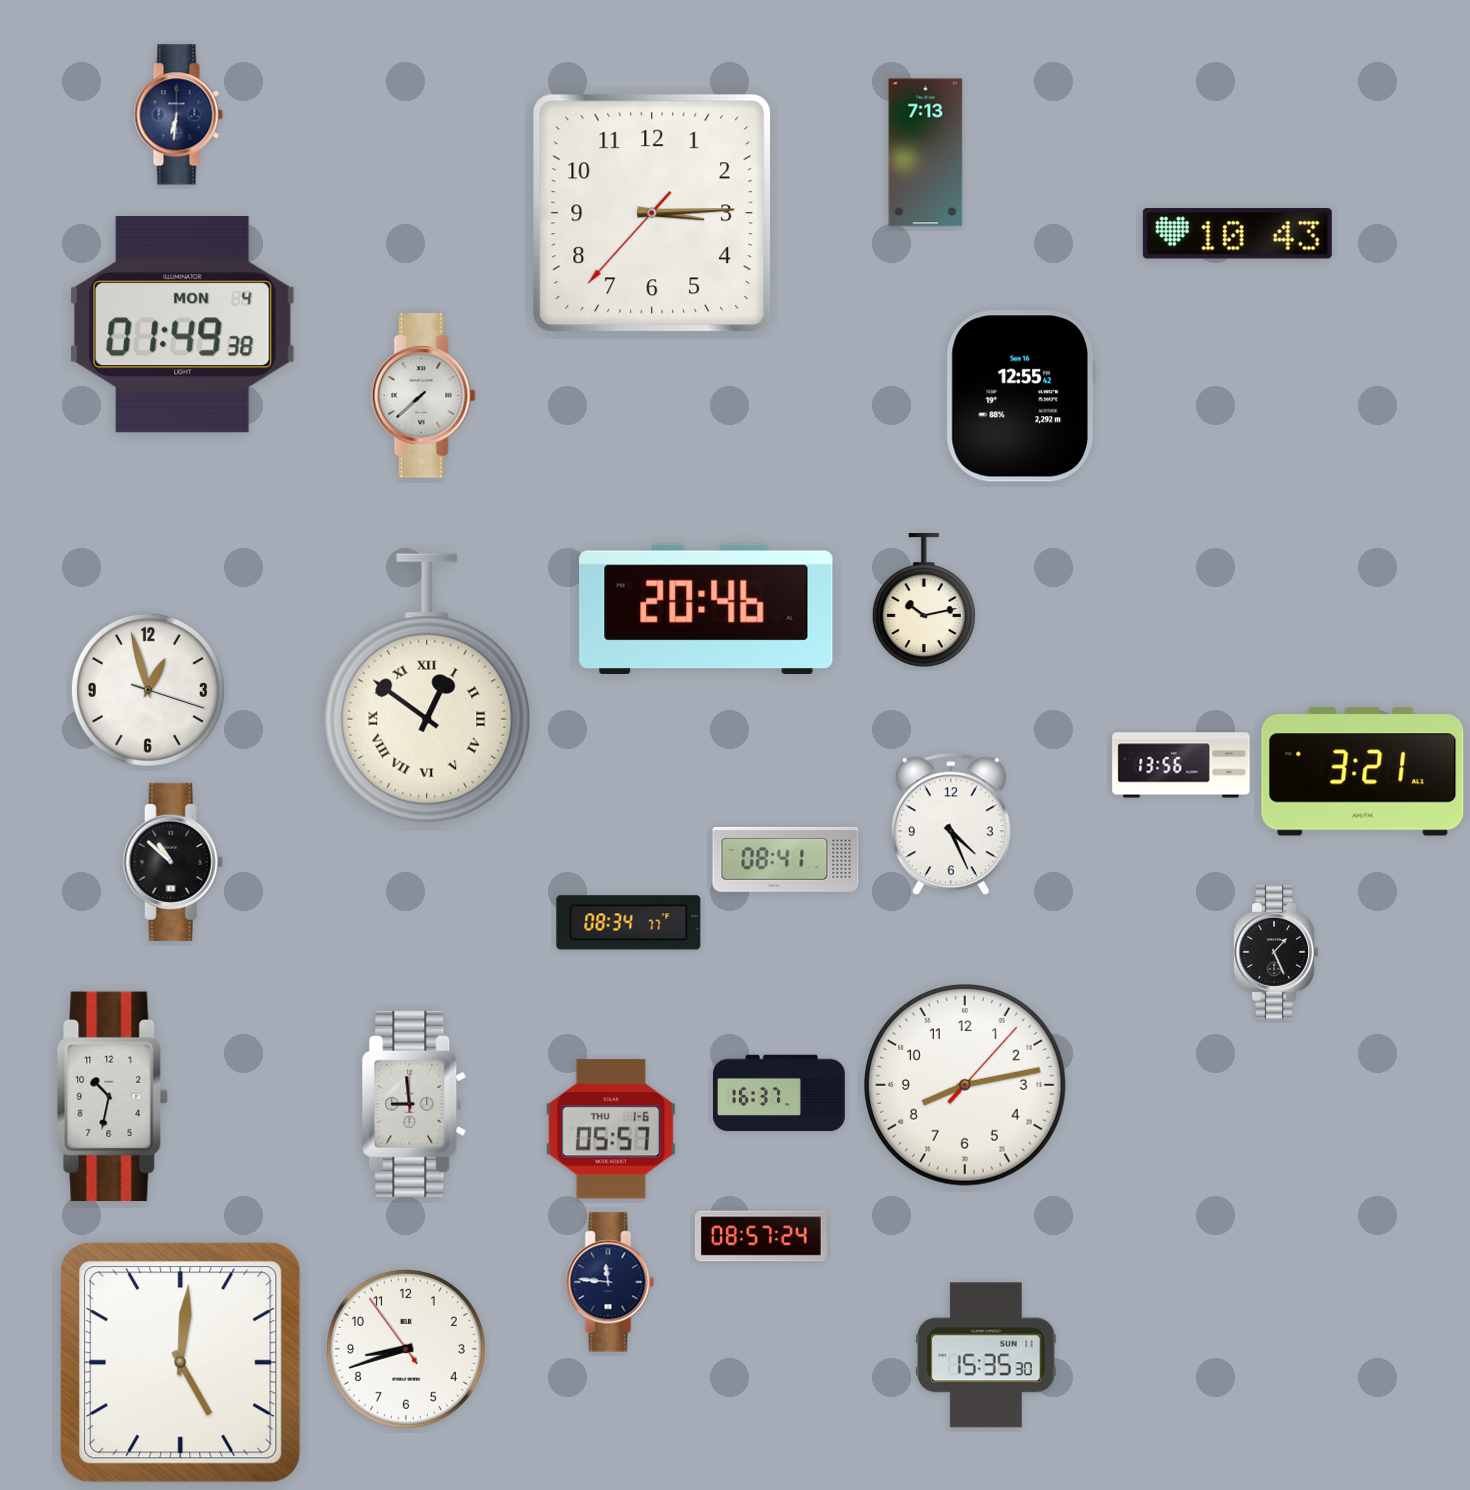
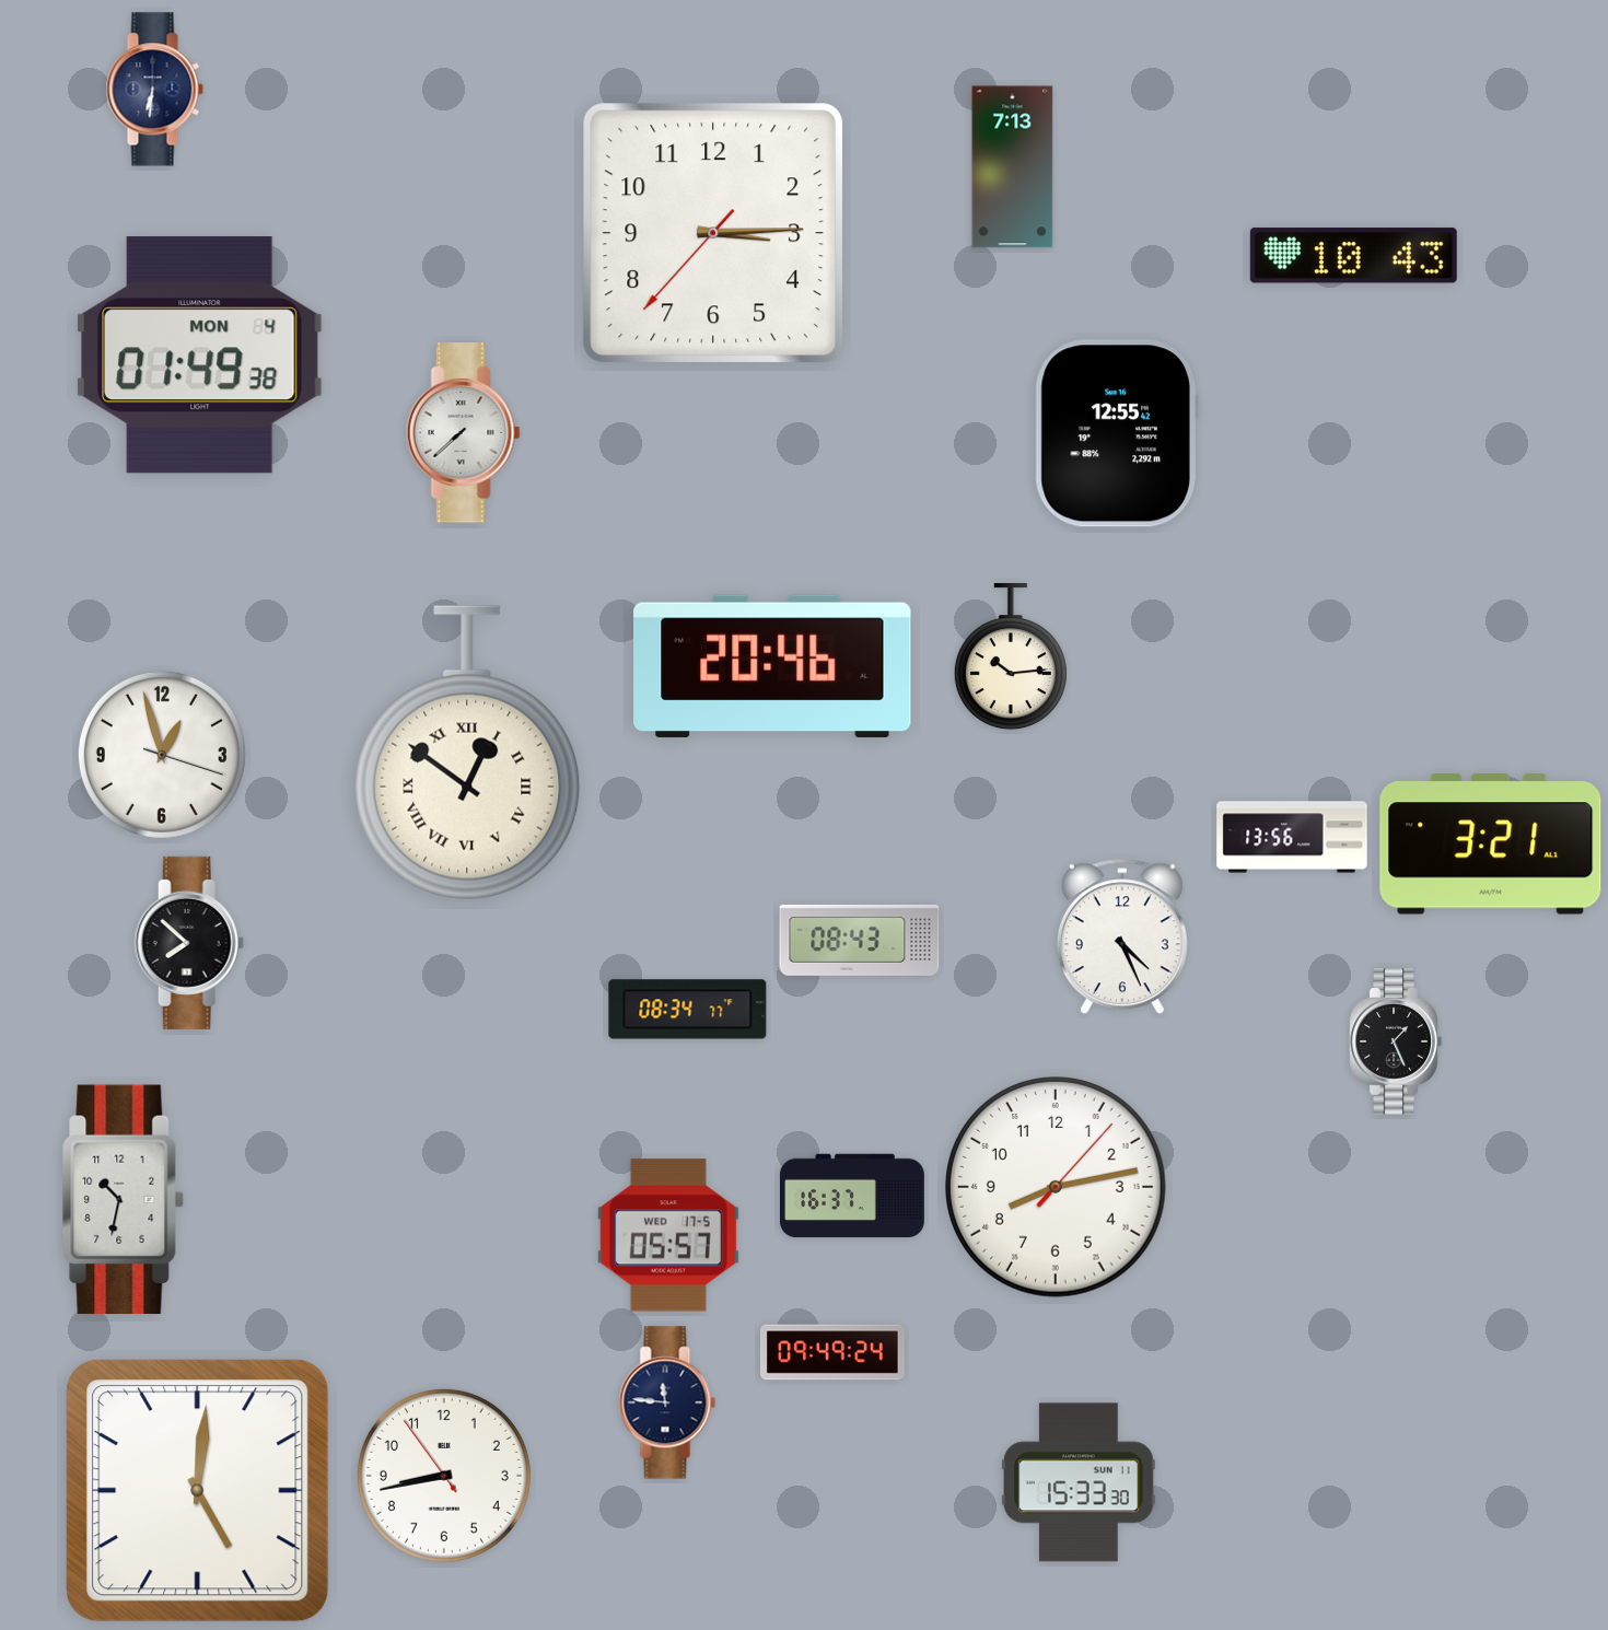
clock at (178, 115) position: (178, 115) -> (154, 90)
clock at (924, 601): 10:13 -> 10:14
clock at (951, 824) position: (951, 824) -> (1122, 936)
clock at (786, 859): 08:41 -> 08:43
clock at (173, 862): 10:52 -> 7:52
clock at (414, 1104): 8:59 -> none
clock at (611, 1129) date: THU 1-6 -> WED 17-5
clock at (761, 1236): 08:57 -> 09:49
clock at (406, 1349): 8:41 -> 8:42
clock at (987, 1355): 15:35 -> 15:33
